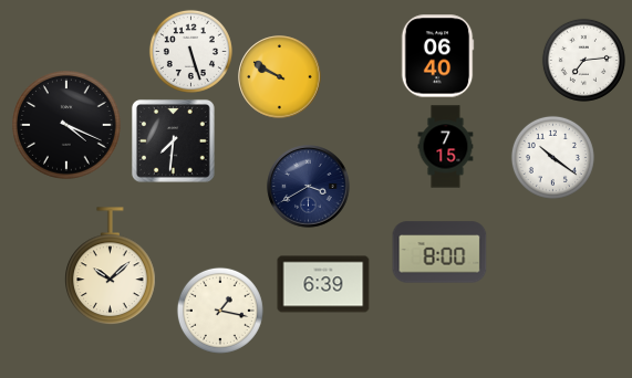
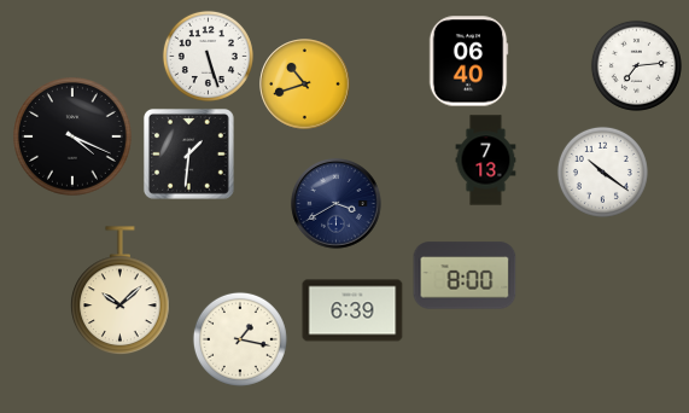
clock at (437, 56) position: (437, 56) -> (468, 62)
clock at (280, 77): 9:50 -> 10:42
clock at (174, 141): 7:31 -> 1:31
clock at (446, 147): 7:15 -> 7:13
clock at (439, 252) position: (439, 252) -> (465, 275)
